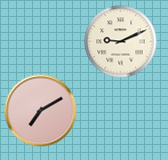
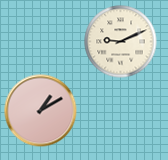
clock at (41, 111): 7:10 -> 1:10
